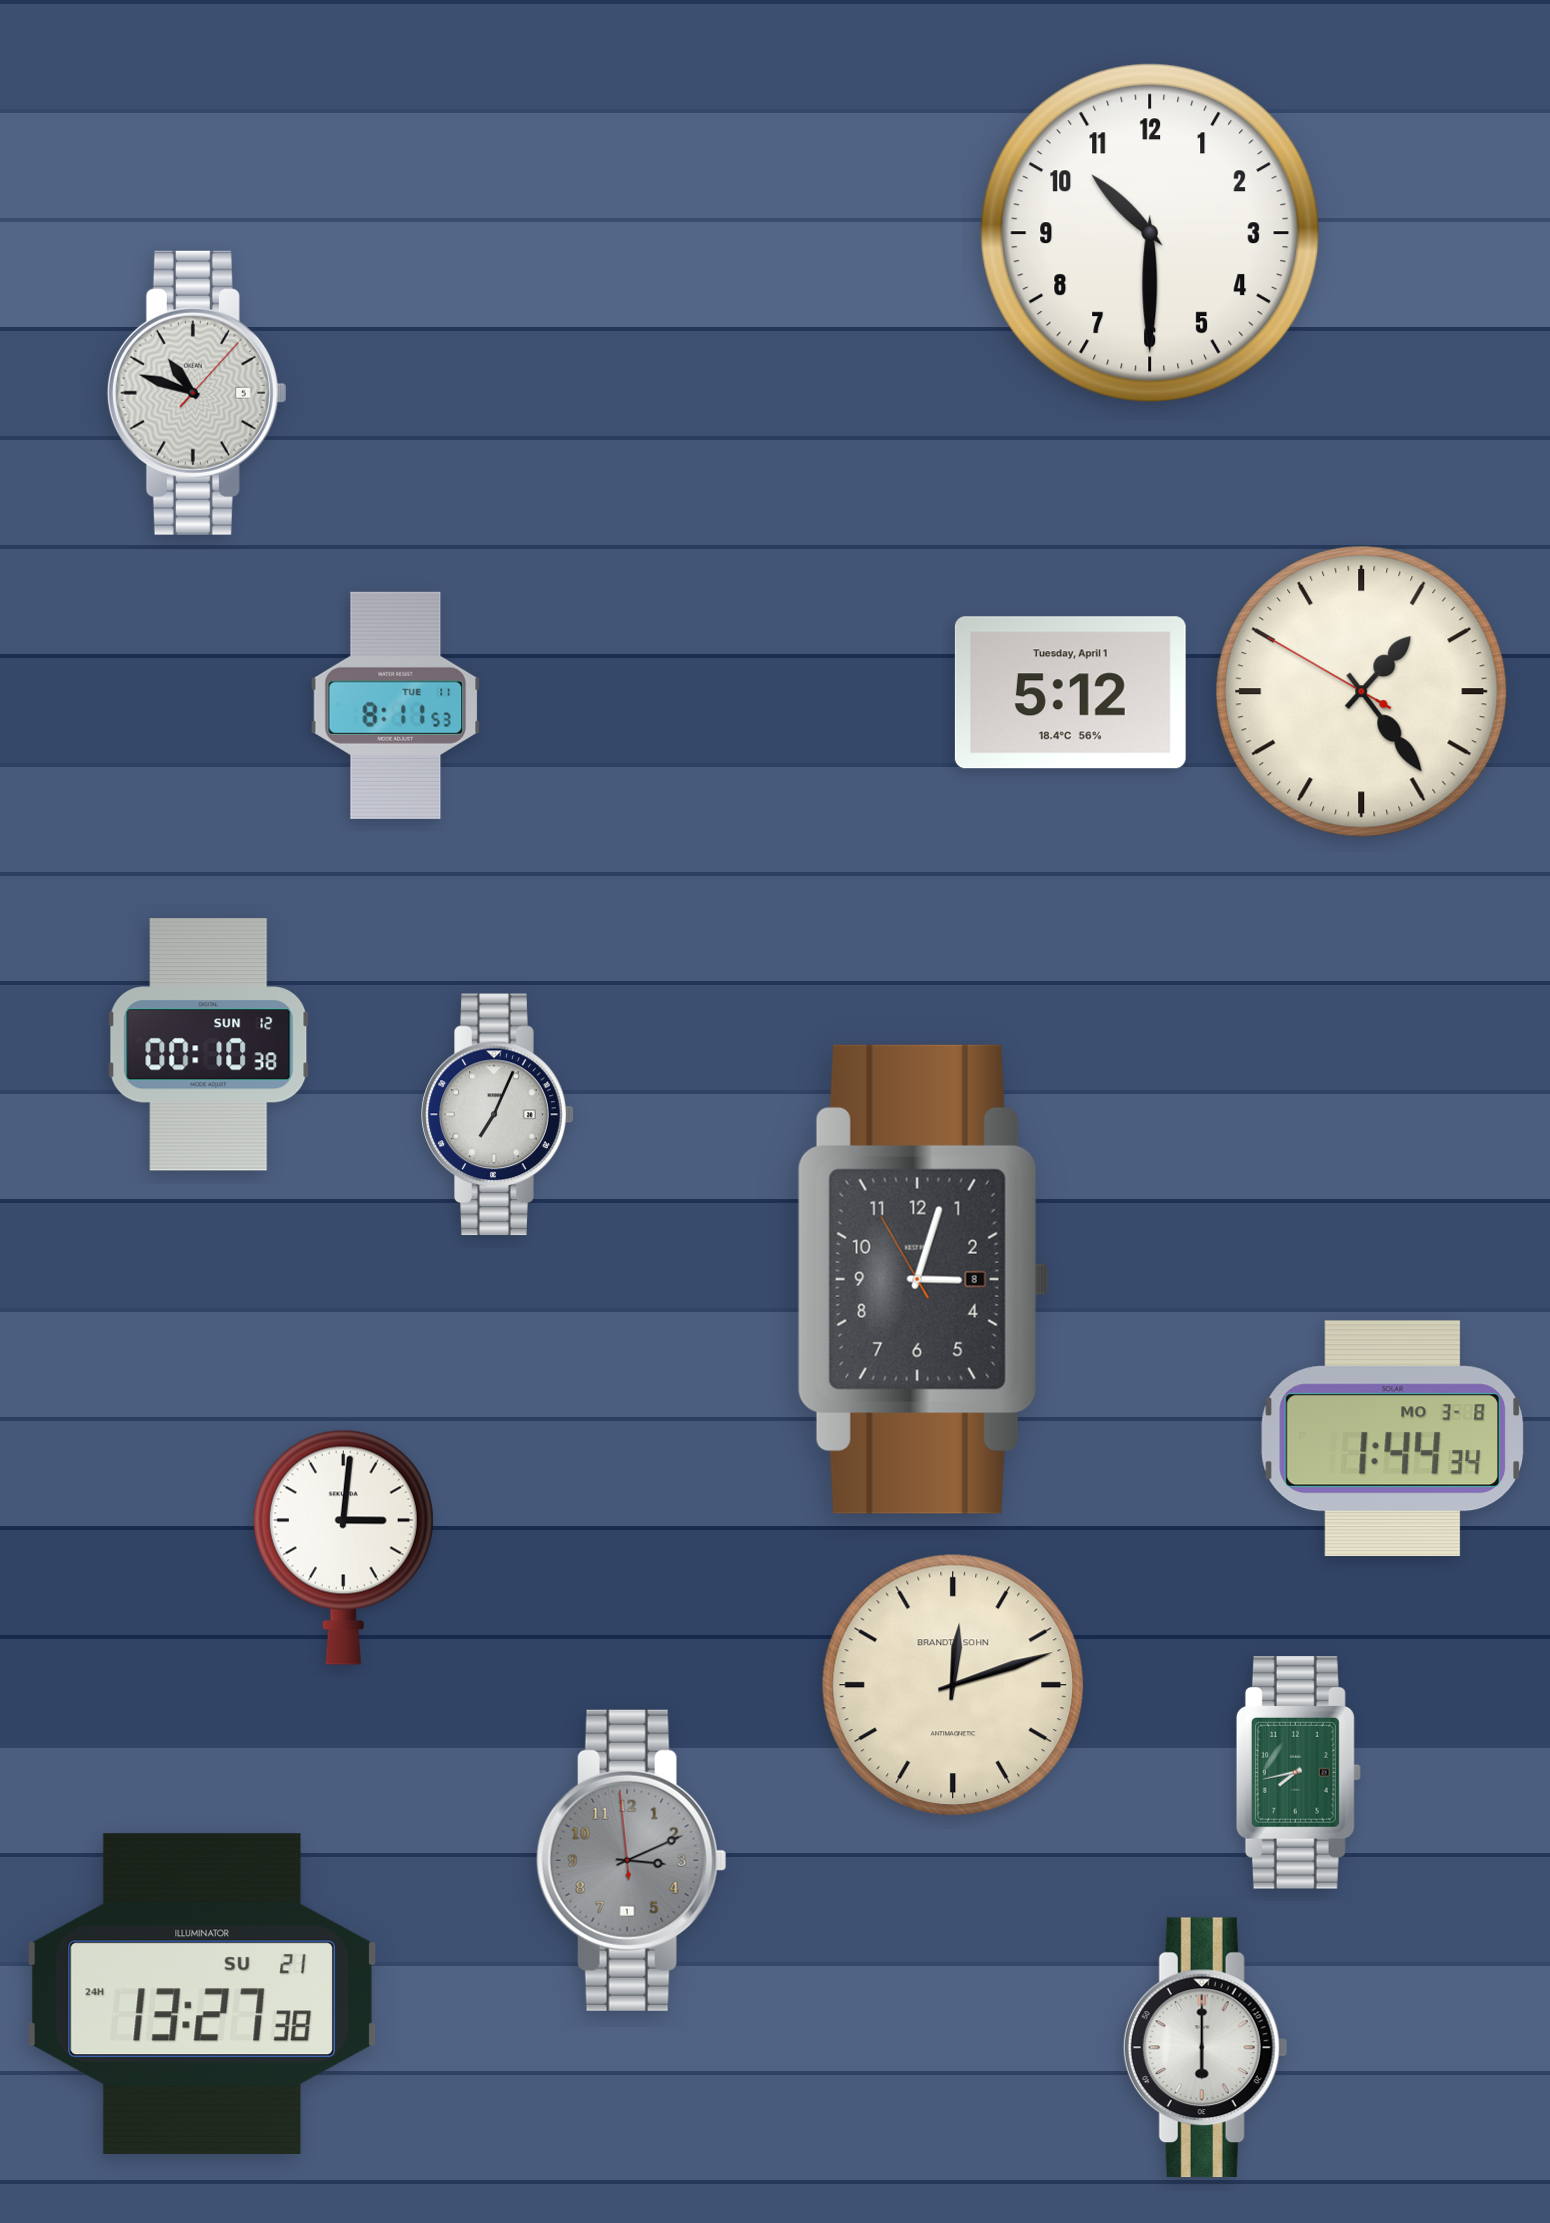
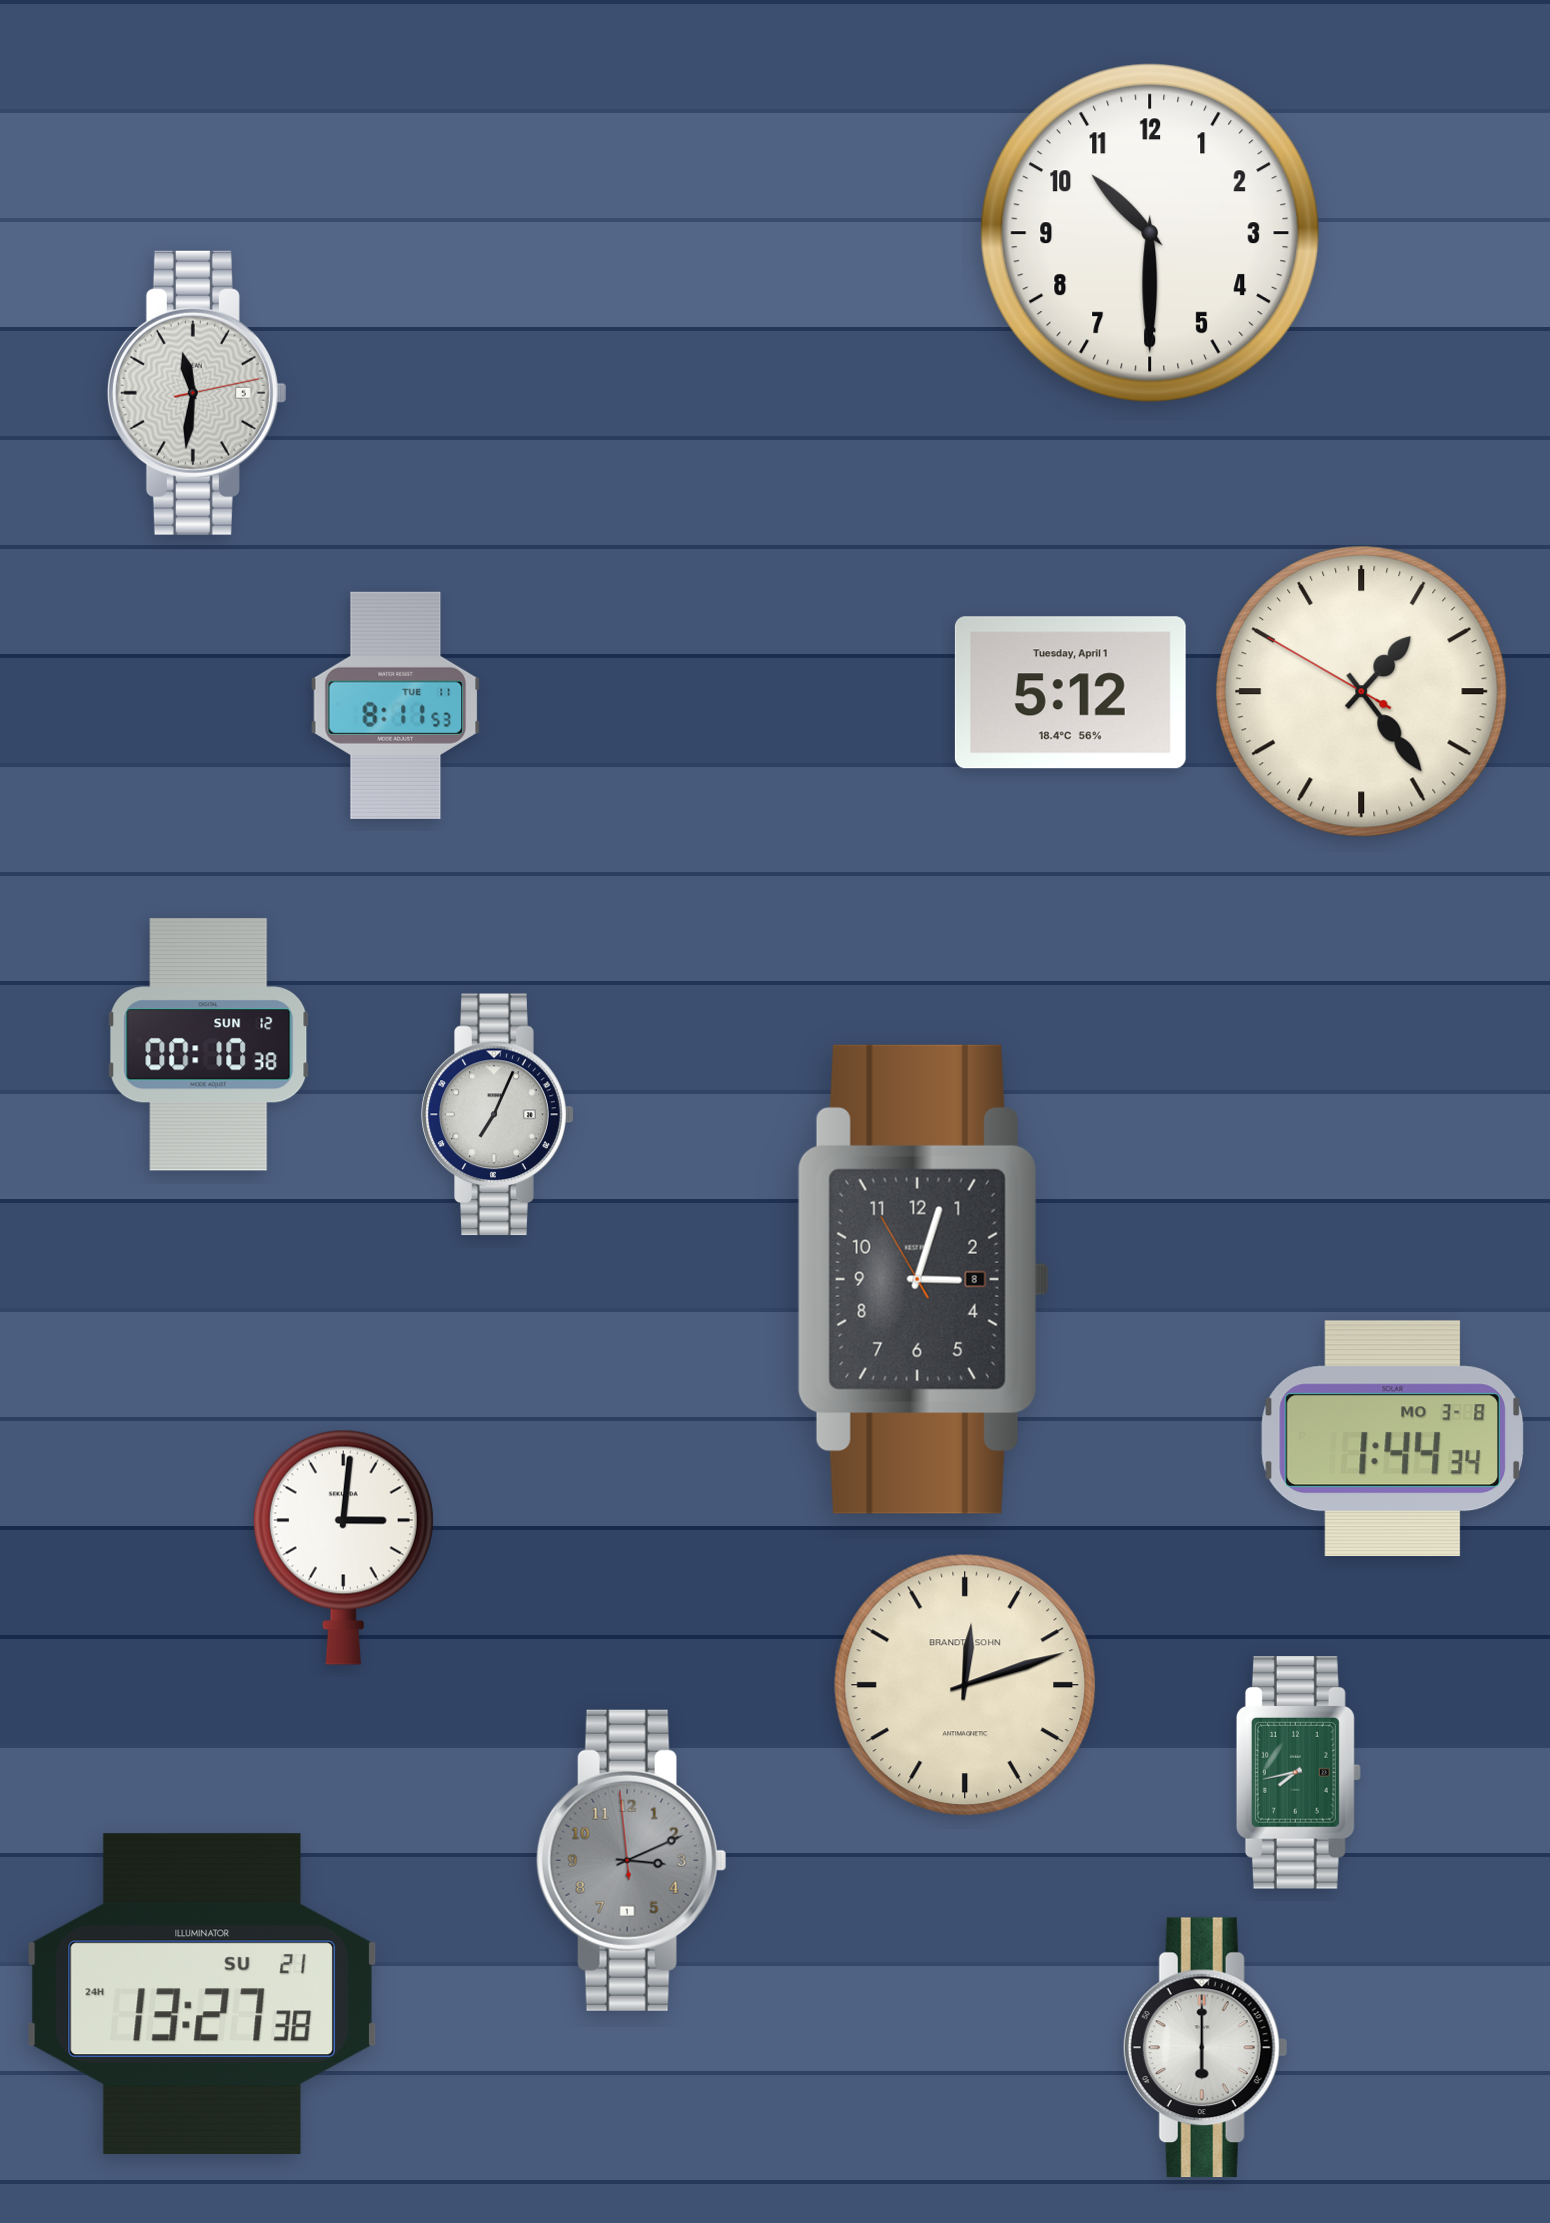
clock at (197, 393): 10:48 -> 11:31
clock at (953, 1685) position: (953, 1685) -> (965, 1685)
